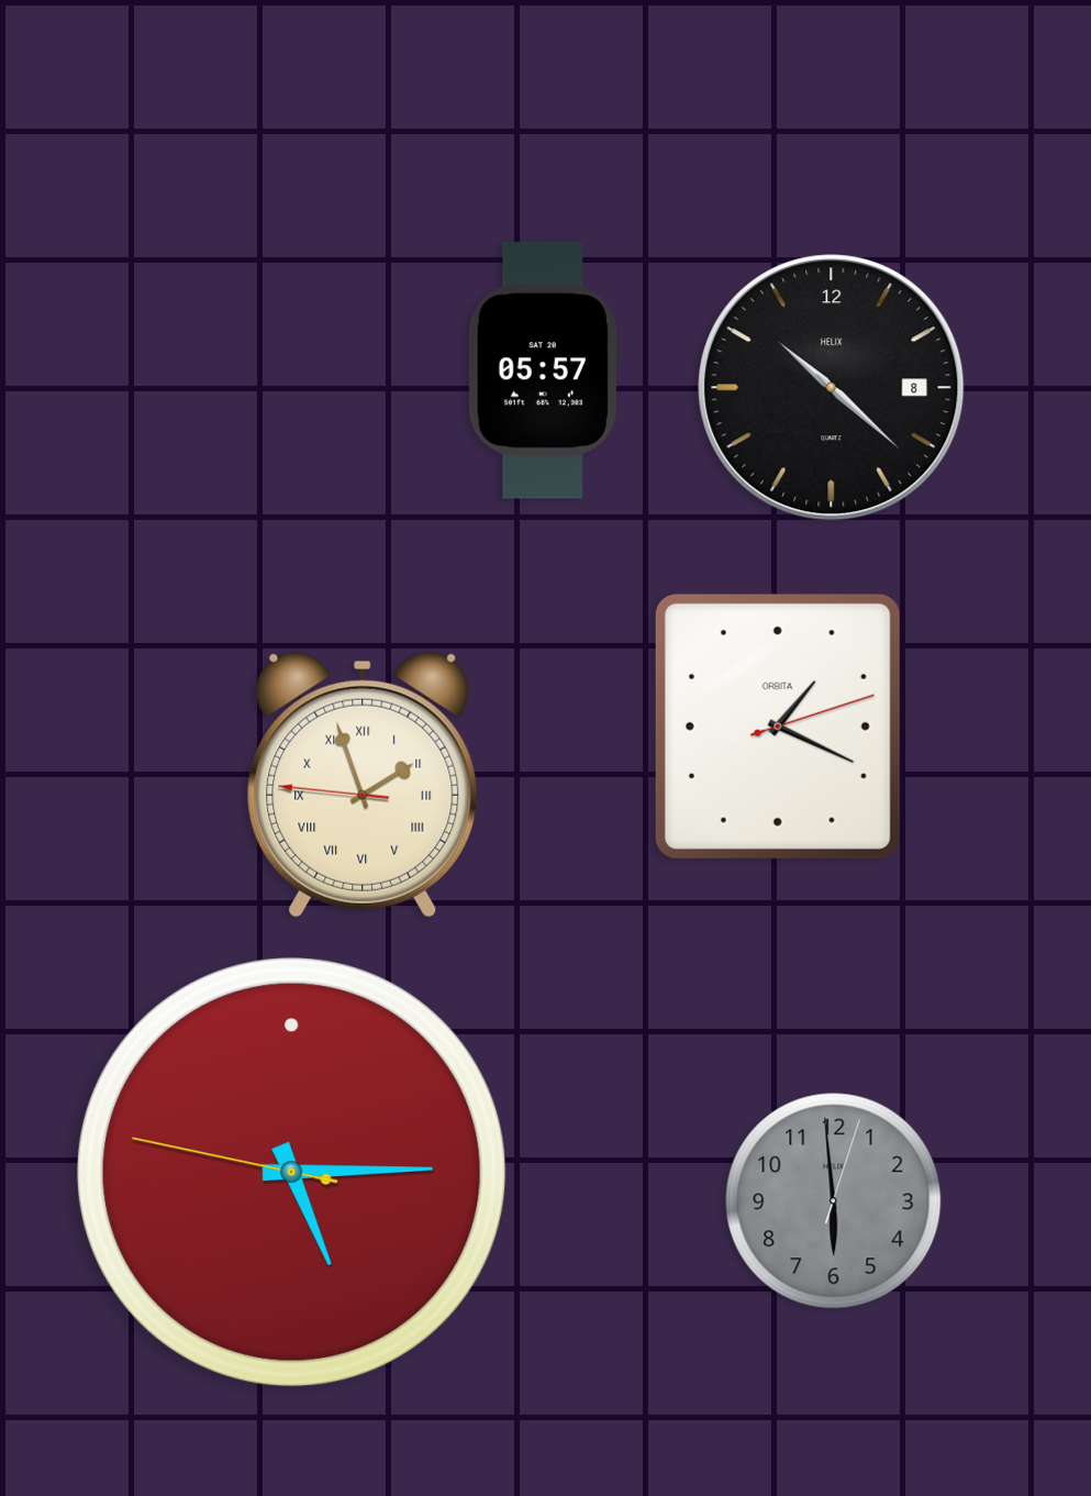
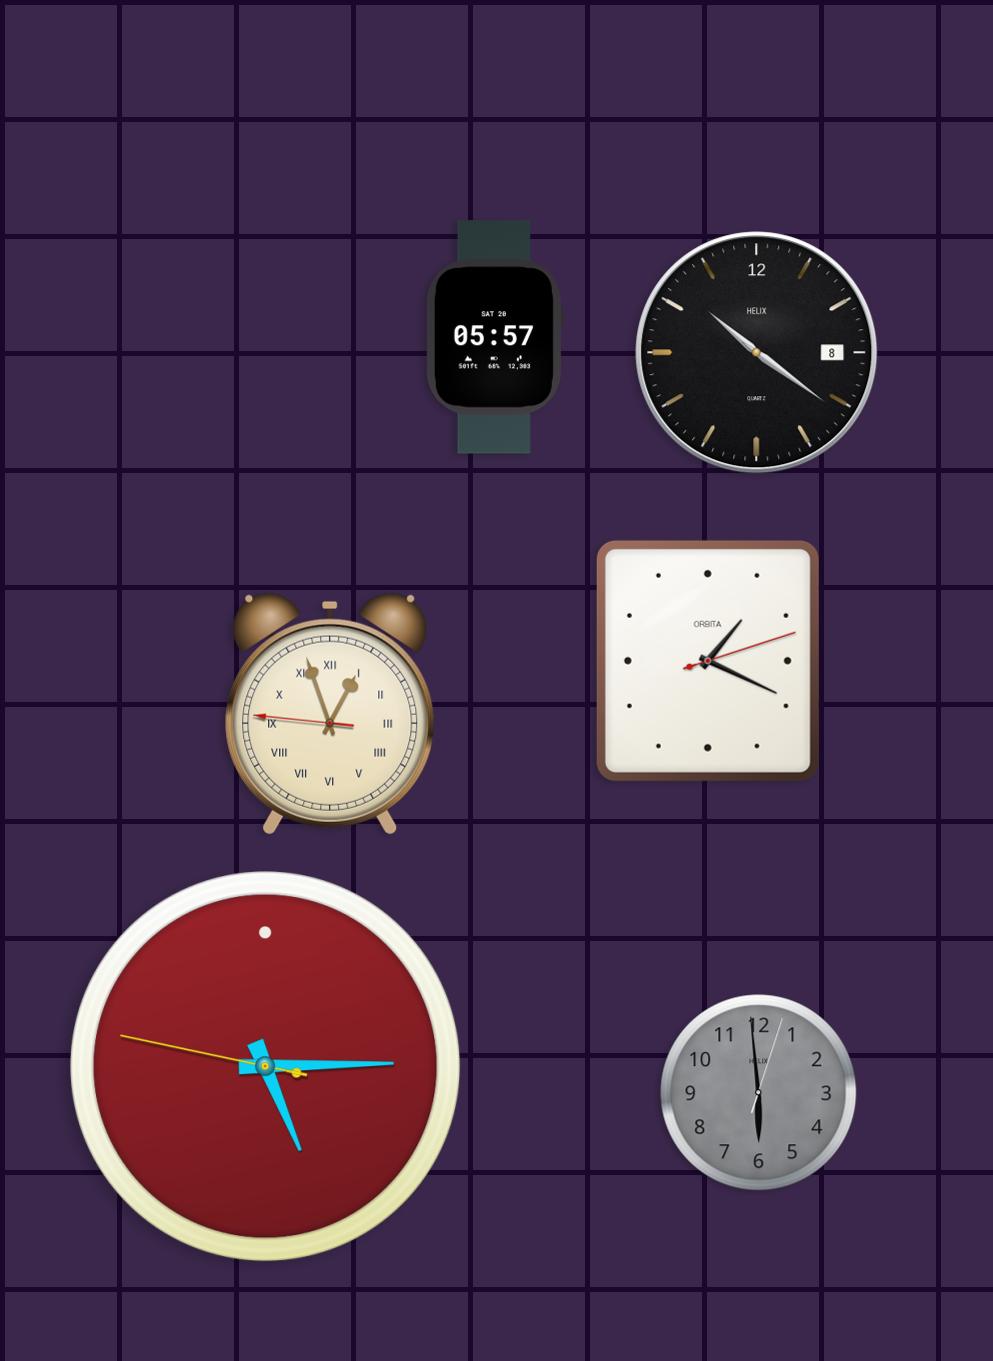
clock at (832, 388): 10:22 -> 10:21
clock at (363, 785): 1:56 -> 12:56
